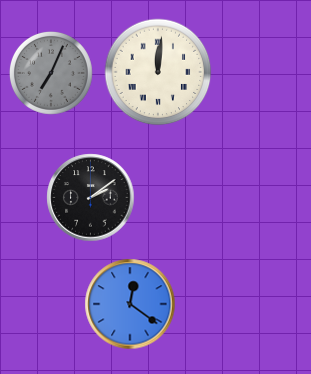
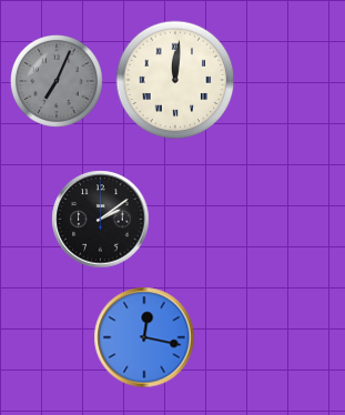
clock at (130, 304): 12:21 -> 12:17
